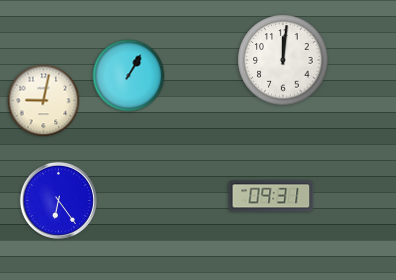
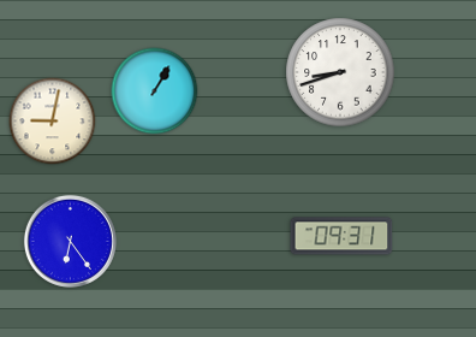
clock at (283, 60): 12:01 -> 8:42
clock at (271, 196) position: (271, 196) -> (341, 236)
